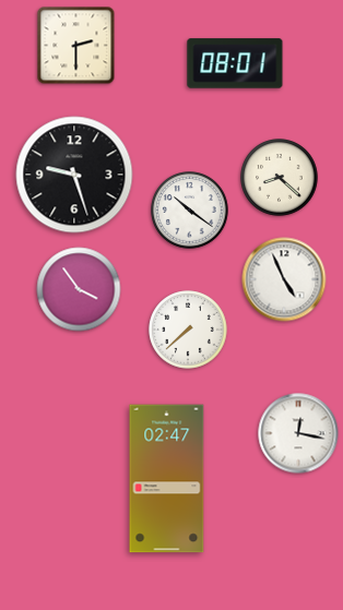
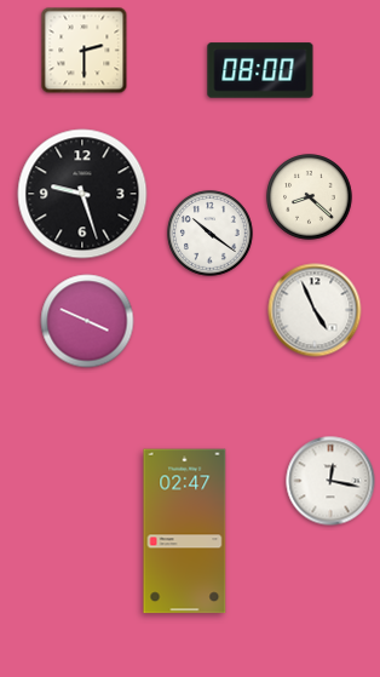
clock at (235, 63): 08:01 -> 08:00
clock at (79, 289): 3:54 -> 3:49
clock at (188, 330): 7:38 -> none
